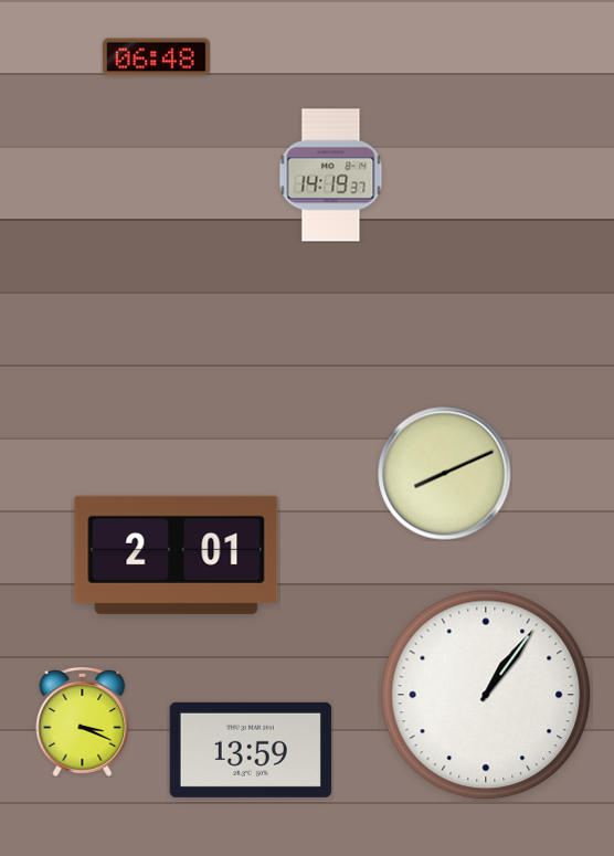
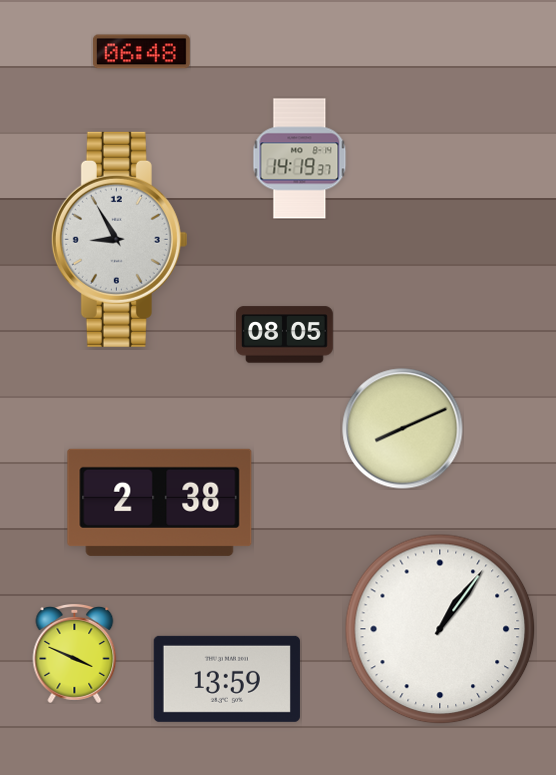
clock at (119, 239): none -> 8:55
clock at (284, 335): none -> 08:05
clock at (177, 554): 2:01 -> 2:38
clock at (83, 722): 3:19 -> 3:49
